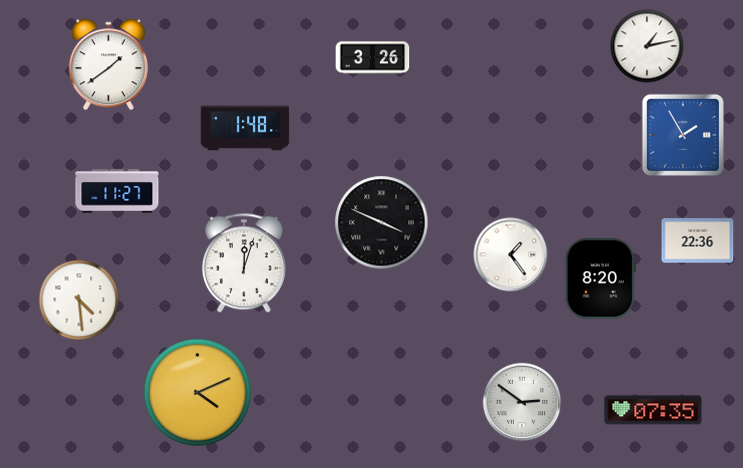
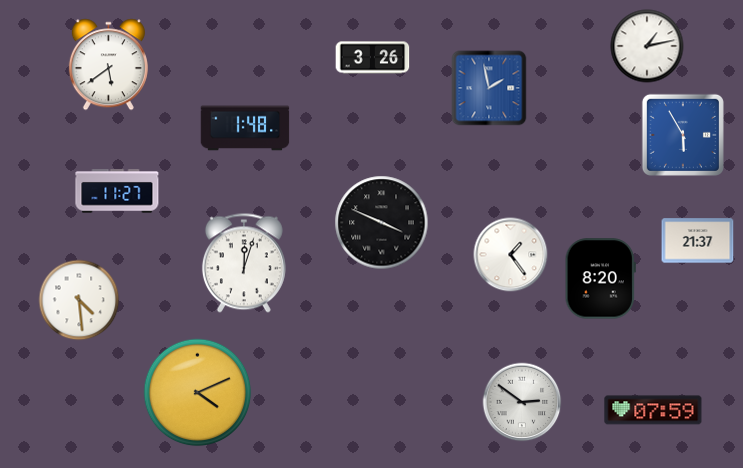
clock at (108, 65): 1:39 -> 5:39
clock at (489, 88): none -> 1:58
clock at (683, 135): 1:55 -> 5:55
clock at (698, 241): 22:36 -> 21:37
clock at (653, 410): 07:35 -> 07:59
